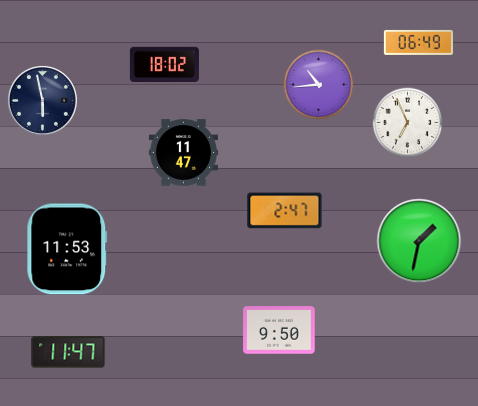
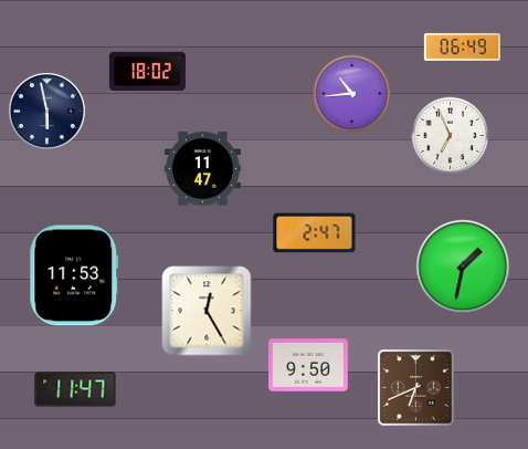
clock at (164, 64) position: (164, 64) -> (147, 71)
clock at (207, 311): none -> 12:25
clock at (416, 388): none -> 6:41
